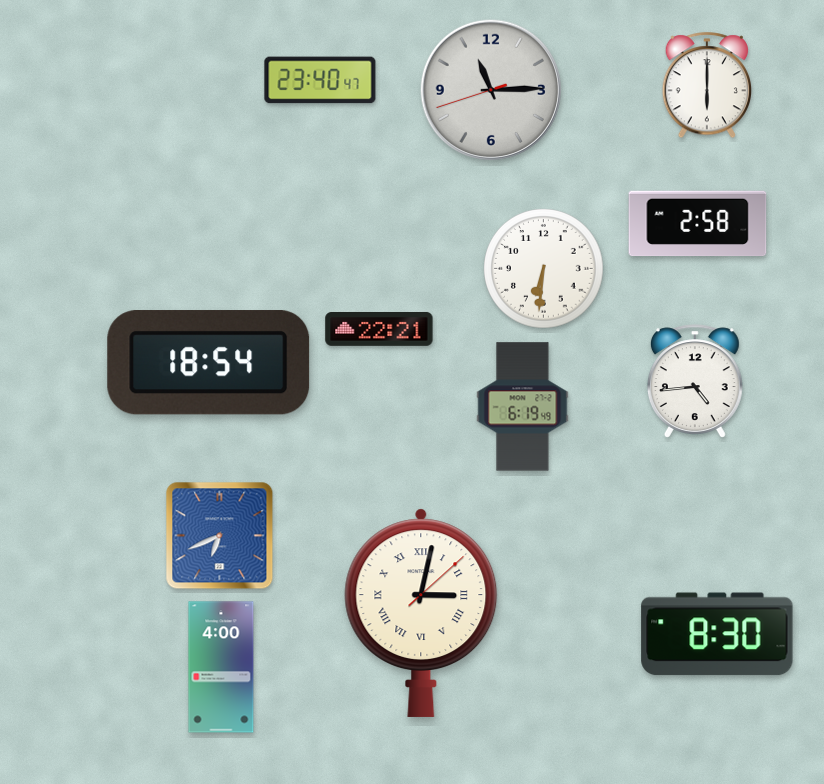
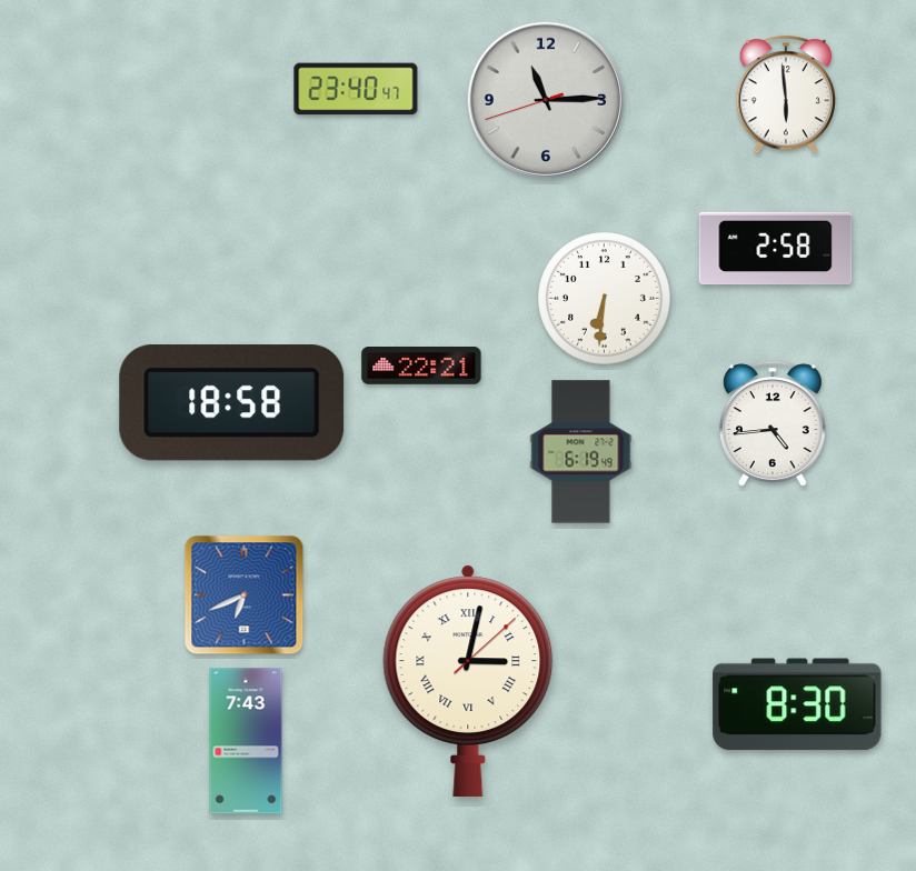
clock at (706, 86): 6:00 -> 5:59
clock at (209, 363): 18:54 -> 18:58
clock at (221, 667): 4:00 -> 7:43
